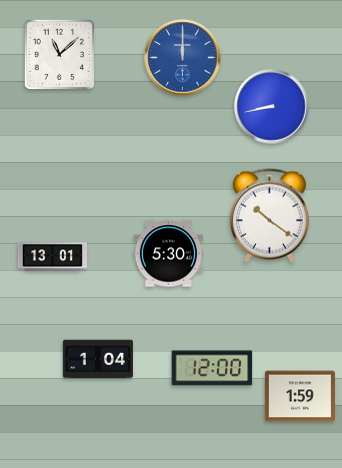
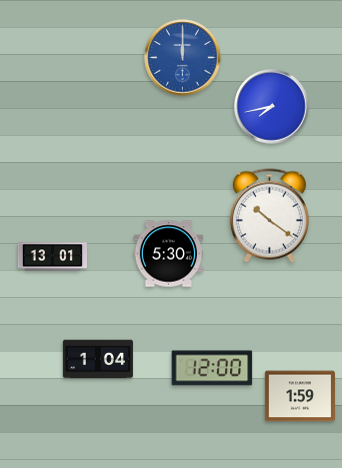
clock at (59, 54): 11:08 -> none
clock at (272, 107): 8:43 -> 7:43
